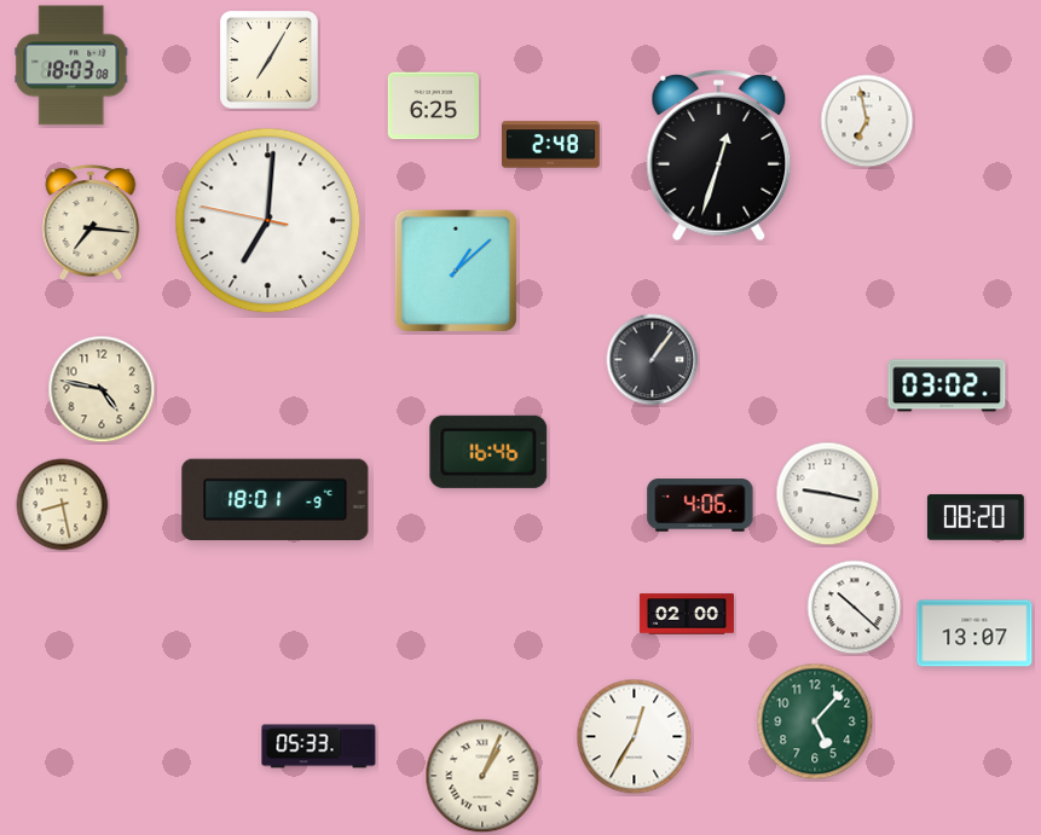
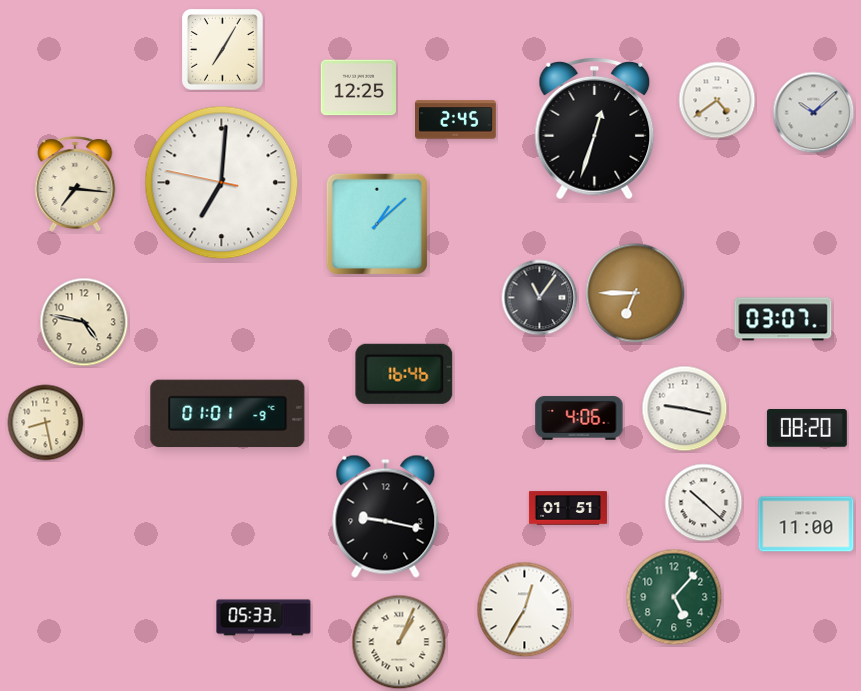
clock at (71, 65): 18:03 -> none
clock at (433, 106): 6:25 -> 12:25
clock at (867, 121): 6:58 -> 4:39
clock at (814, 113): none -> 10:08
clock at (551, 145): 2:48 -> 2:45
clock at (635, 293): none -> 6:45
clock at (653, 360): 1:06 -> 11:06
clock at (947, 385): 03:02 -> 03:07
clock at (276, 500): 18:01 -> 01:01
clock at (63, 505) position: (63, 505) -> (46, 423)
clock at (855, 608) position: (855, 608) -> (704, 503)
clock at (687, 614): 02:00 -> 01:51
clock at (386, 516): none -> 9:17
clock at (975, 633): 13:07 -> 11:00
